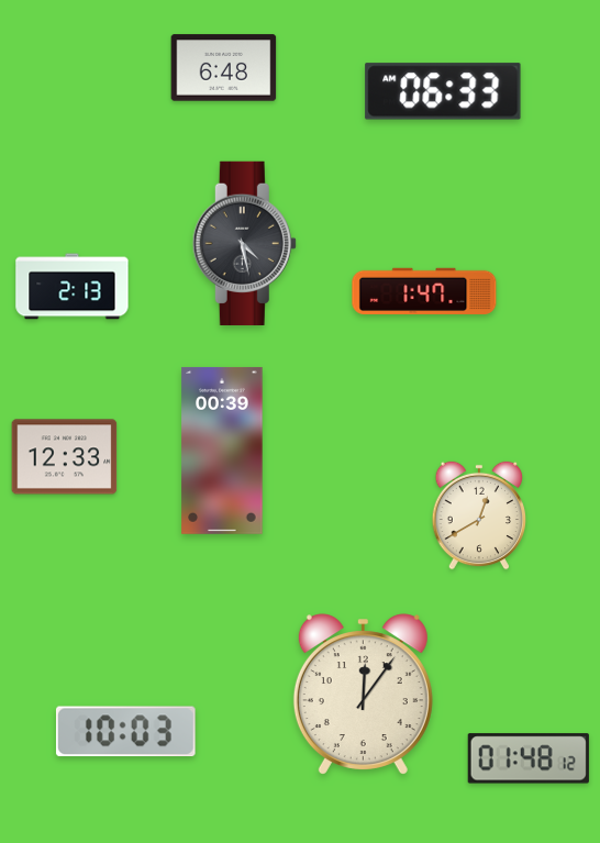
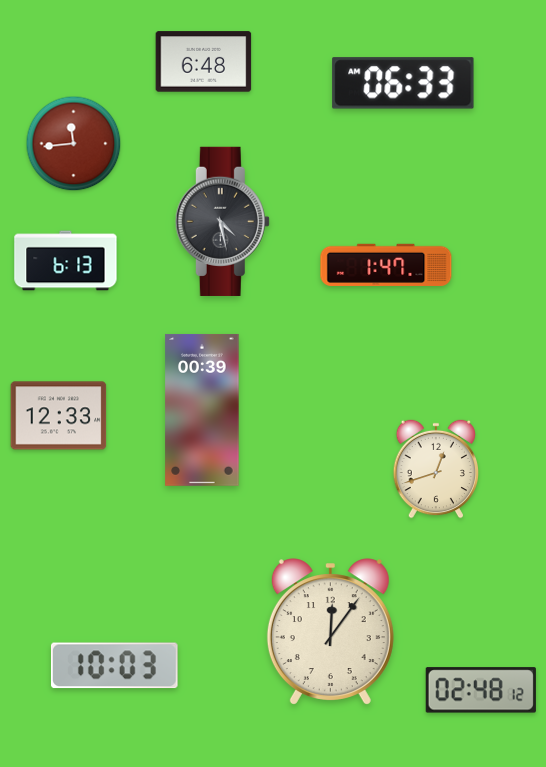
clock at (74, 144): none -> 11:44
clock at (73, 287): 2:13 -> 6:13
clock at (478, 515): 12:40 -> 12:42
clock at (529, 758): 01:48 -> 02:48
